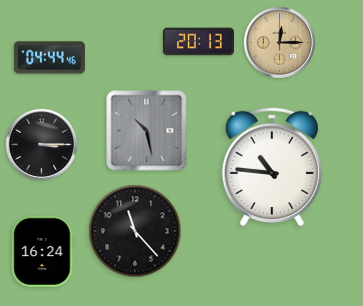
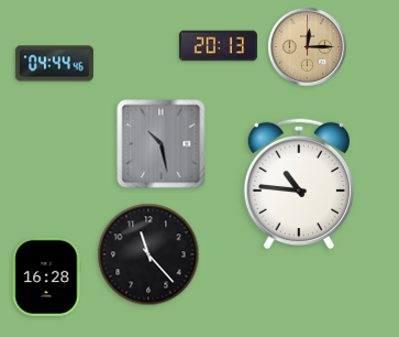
clock at (41, 144): 3:15 -> none
clock at (42, 251): 16:24 -> 16:28
